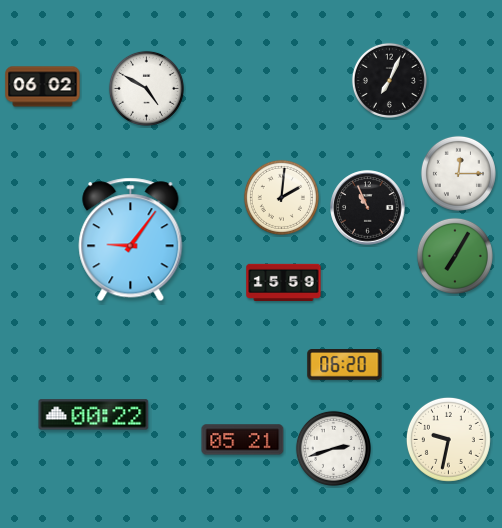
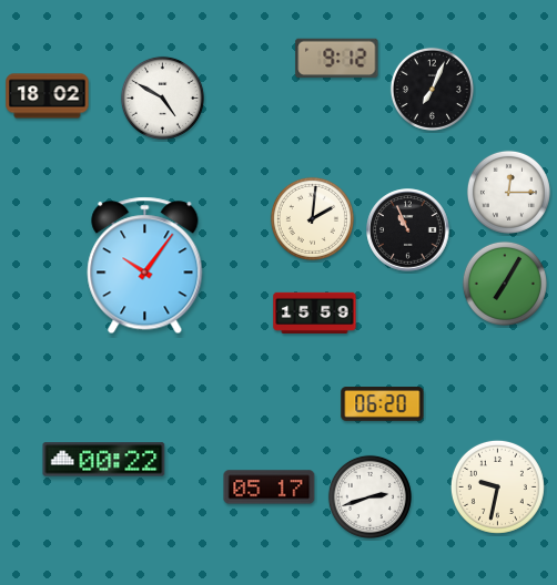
clock at (337, 59): none -> 9:12
clock at (43, 87): 06:02 -> 18:02
clock at (131, 240): 9:06 -> 10:06
clock at (243, 440): 05:21 -> 05:17
